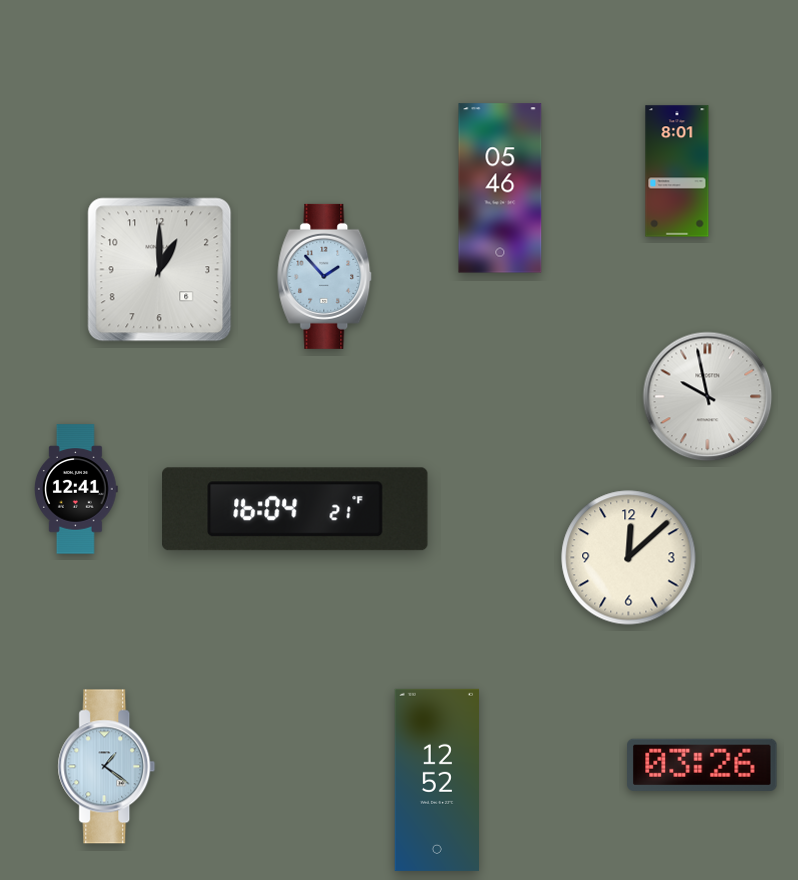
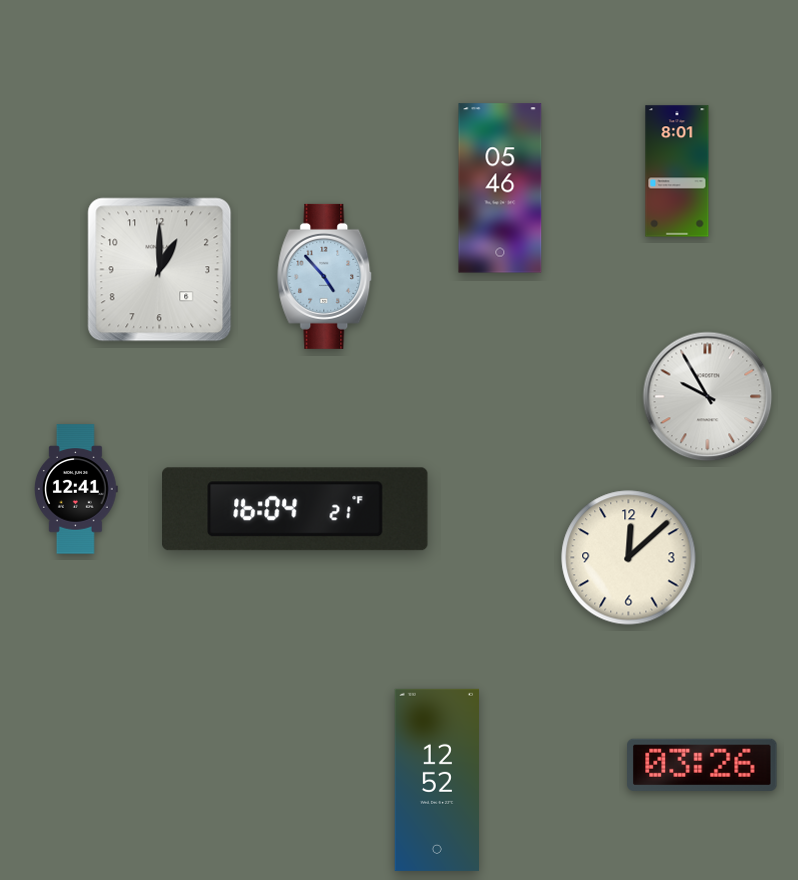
clock at (325, 276): 1:53 -> 4:53
clock at (708, 397): 9:58 -> 9:55
clock at (107, 767): 1:21 -> none
